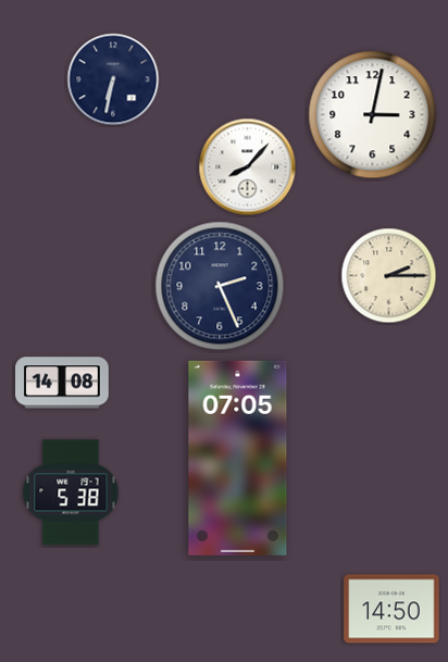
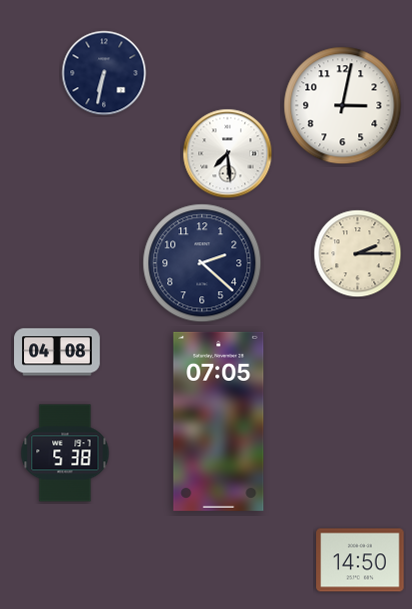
clock at (248, 167): 8:07 -> 7:29
clock at (220, 286): 2:26 -> 2:22
clock at (62, 383): 14:08 -> 04:08
